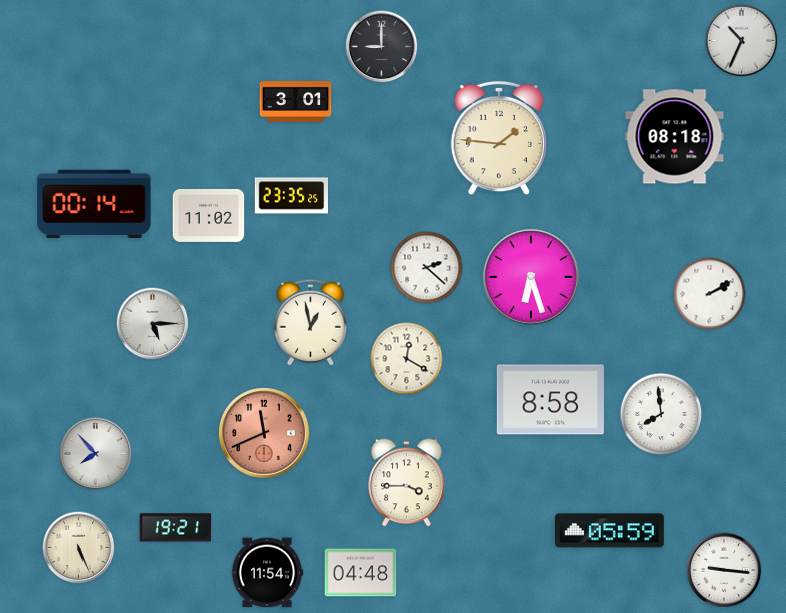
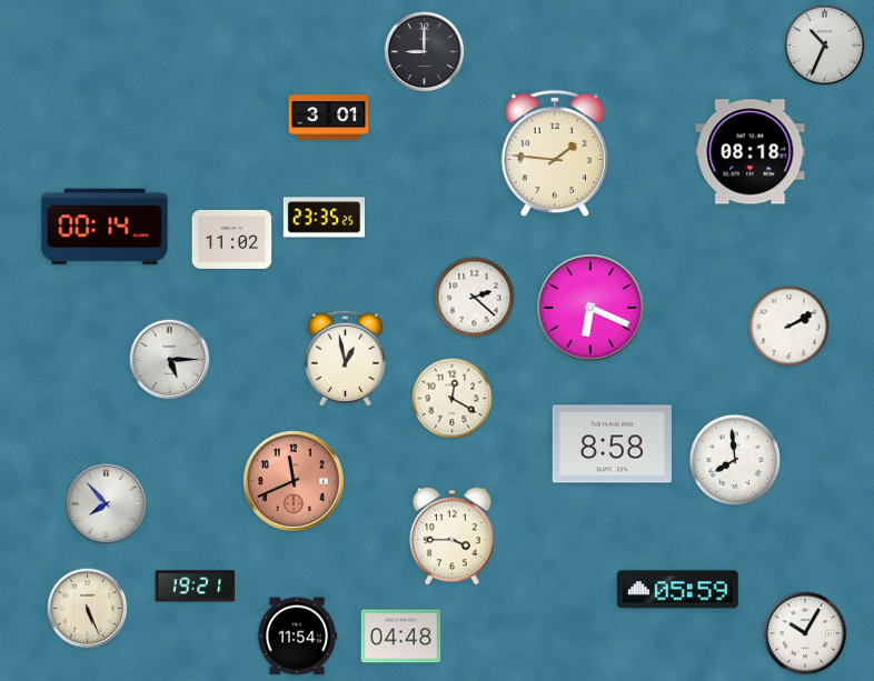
clock at (296, 102) position: (296, 102) -> (329, 118)
clock at (531, 277): 6:27 -> 6:19
clock at (724, 570): 9:16 -> 10:05
